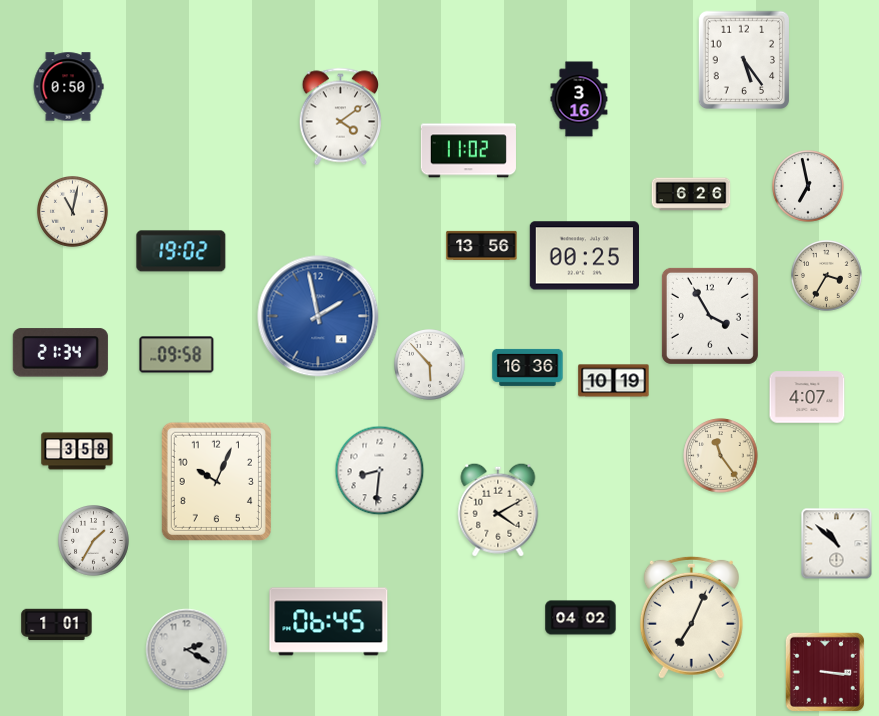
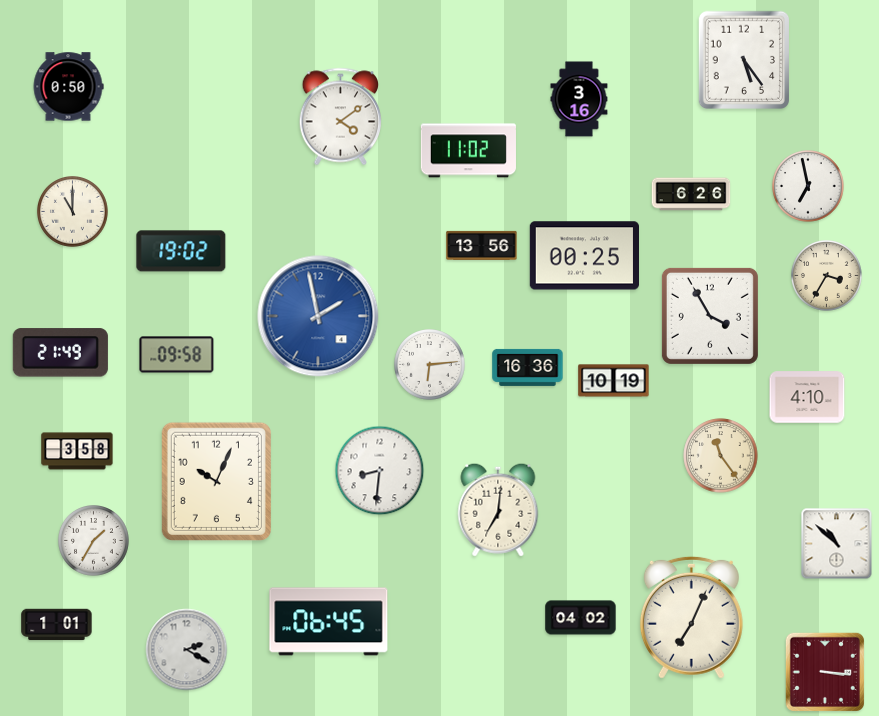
clock at (73, 212): 11:02 -> 11:00
clock at (60, 353): 21:34 -> 21:49
clock at (430, 365): 5:53 -> 6:14
clock at (807, 397): 4:07 -> 4:10
clock at (498, 510): 4:10 -> 7:01
